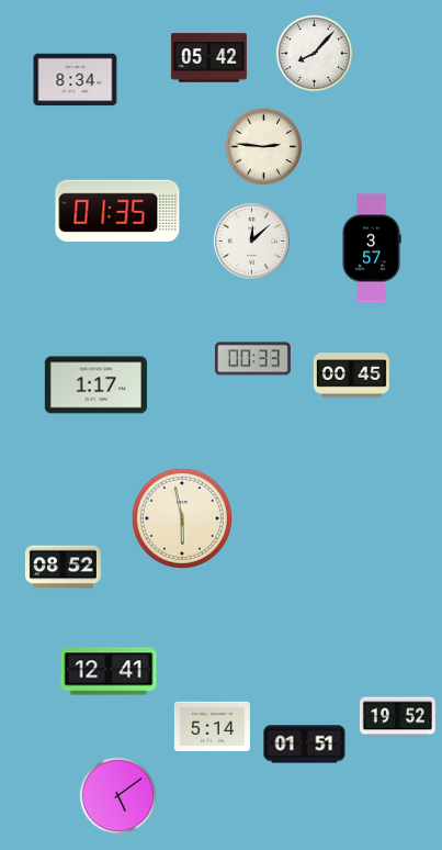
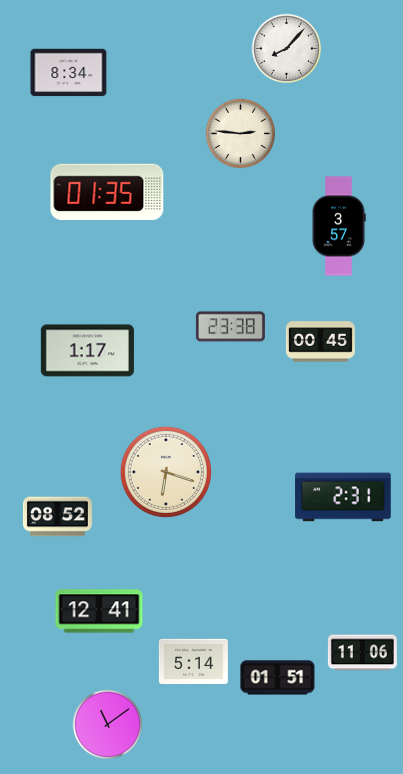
clock at (208, 58): 05:42 -> none
clock at (252, 242): 12:08 -> none
clock at (252, 359): 00:33 -> 23:38
clock at (182, 518): 5:58 -> 6:18
clock at (343, 497): none -> 2:31
clock at (397, 717): 19:52 -> 11:06
clock at (118, 796): 5:09 -> 11:09
